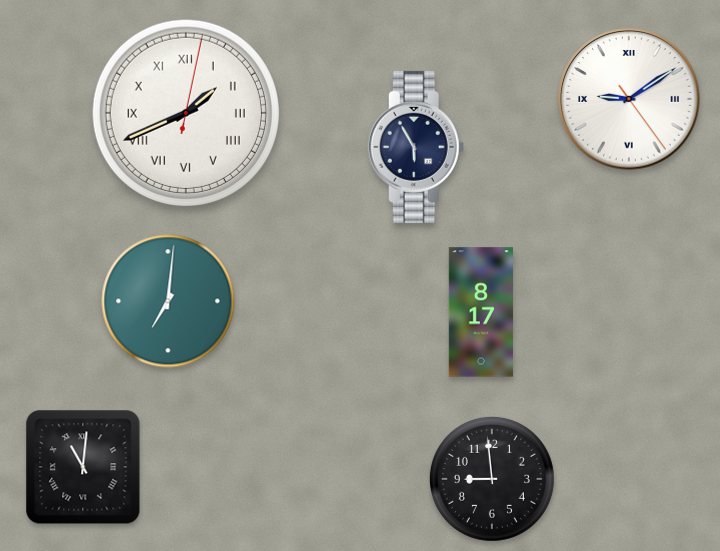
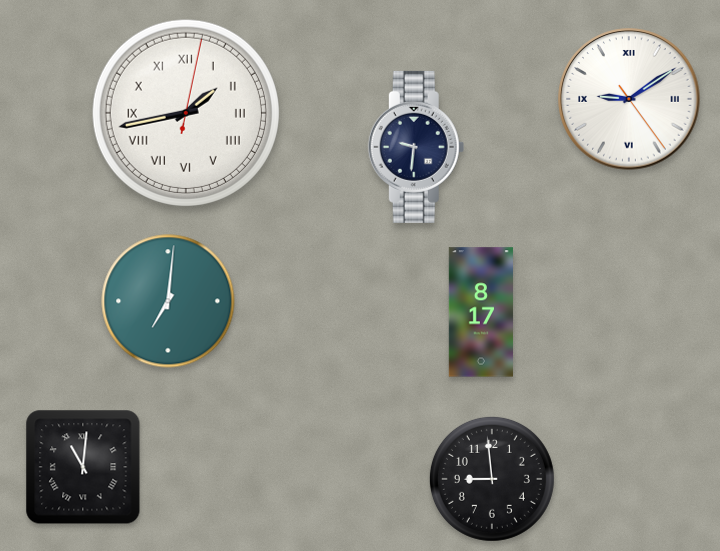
clock at (186, 113): 1:41 -> 1:43
clock at (416, 147): 5:55 -> 9:31
